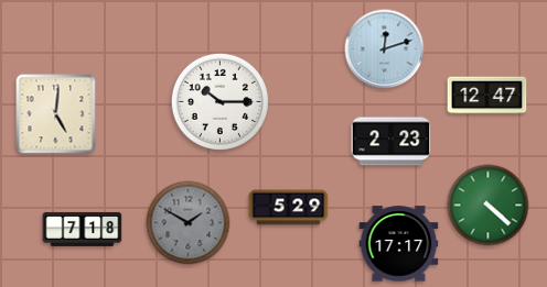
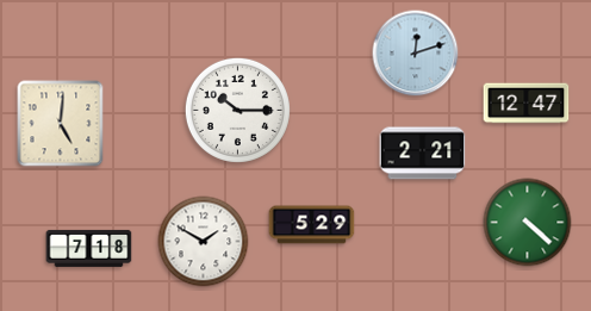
clock at (392, 142): 2:23 -> 2:21
clock at (189, 223) dial: grey -> white
clock at (399, 244): 17:17 -> none
